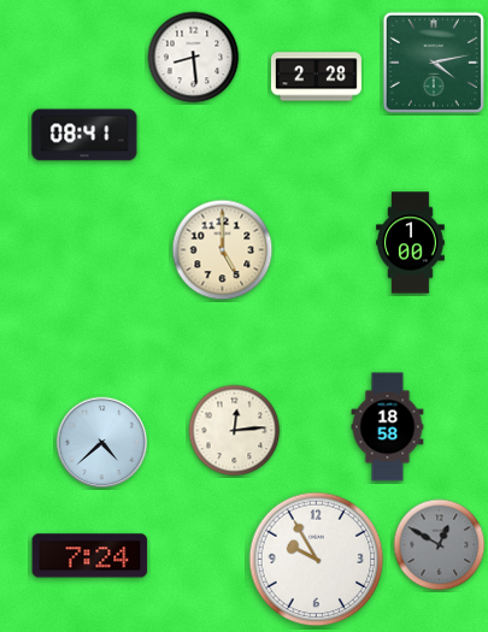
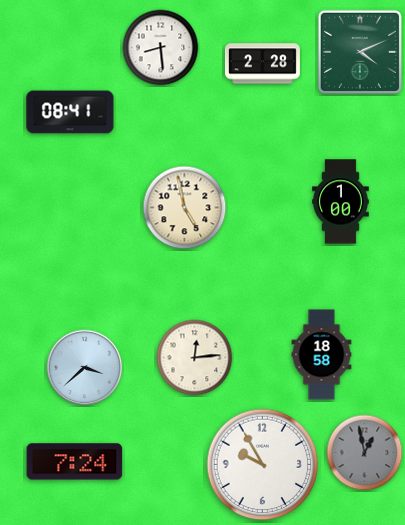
clock at (434, 63): 4:13 -> 4:11
clock at (223, 250): 5:00 -> 4:58
clock at (102, 443): 4:38 -> 3:38
clock at (440, 545): 12:50 -> 12:58
